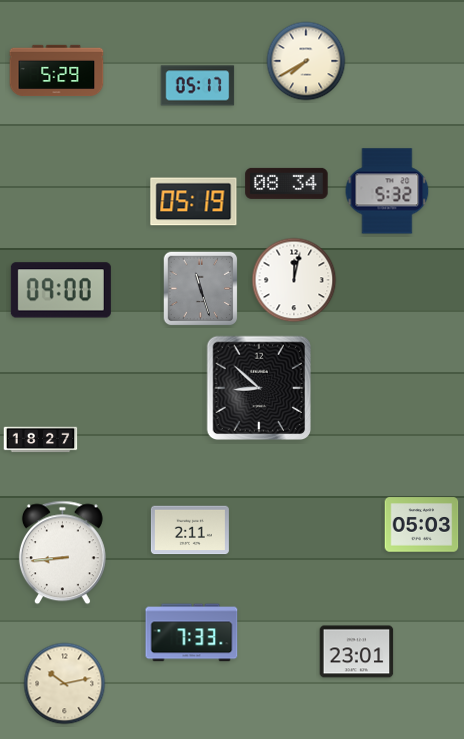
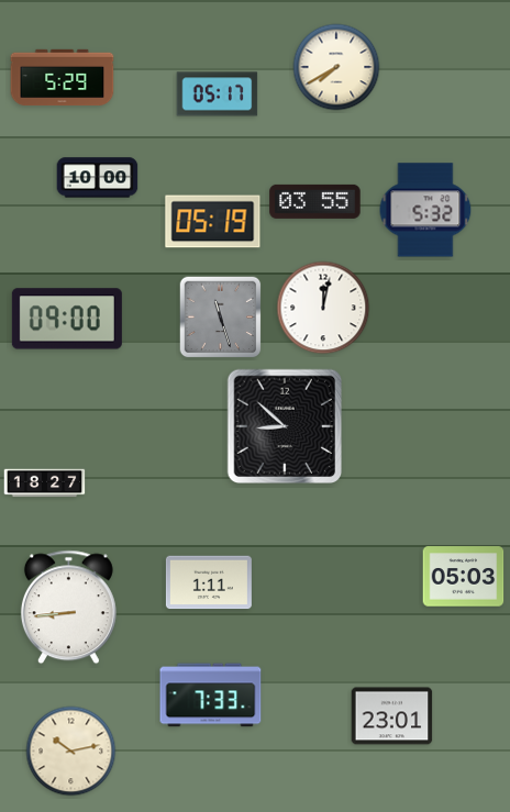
clock at (98, 178): none -> 10:00
clock at (287, 183): 08:34 -> 03:55
clock at (190, 530): 2:11 -> 1:11
